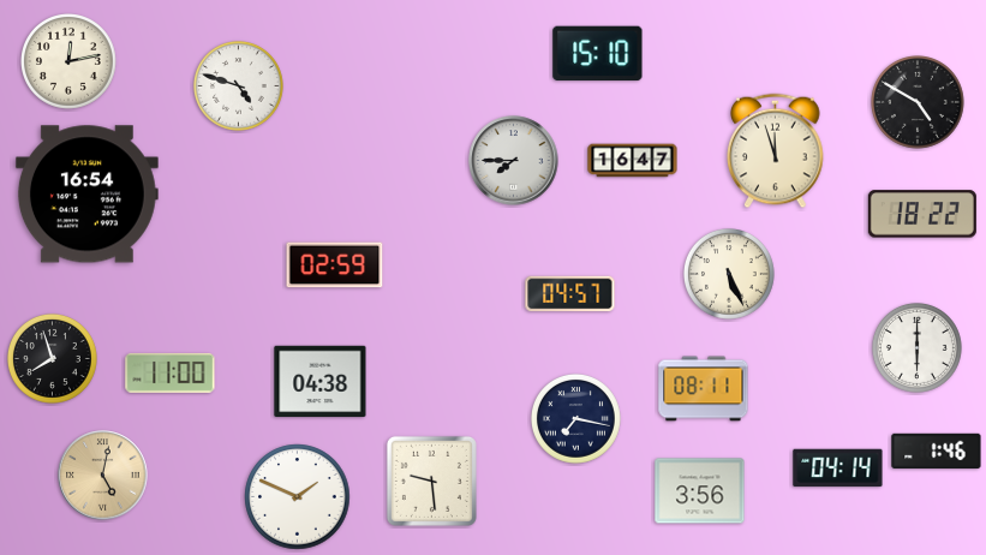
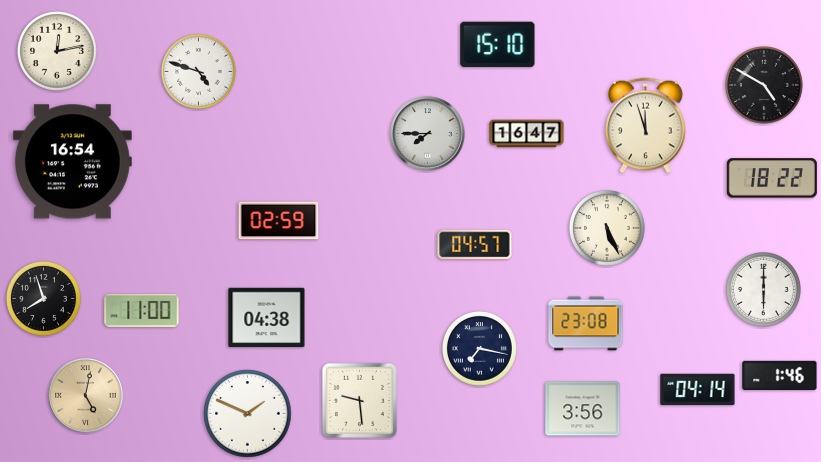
clock at (922, 214) position: (922, 214) -> (772, 178)
clock at (704, 389): 08:11 -> 23:08
